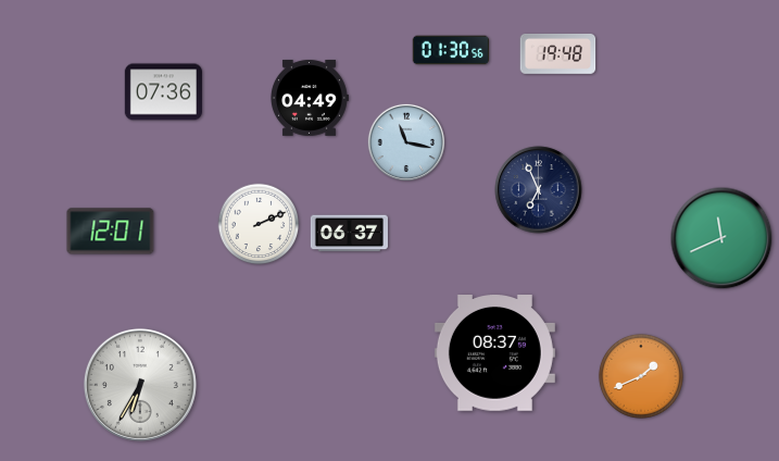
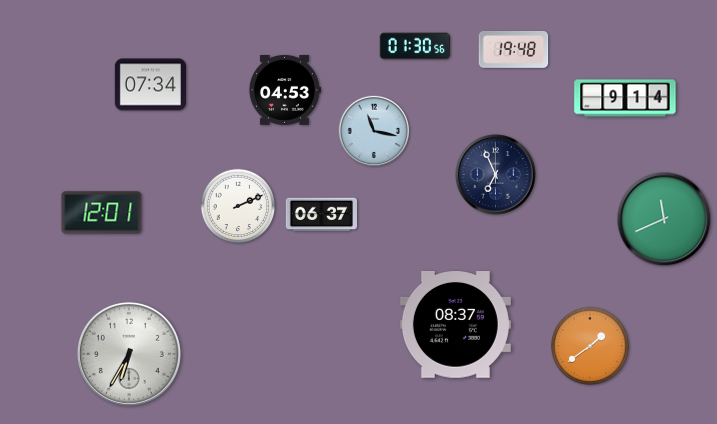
clock at (163, 92): 07:36 -> 07:34
clock at (309, 98): 04:49 -> 04:53
clock at (625, 98): none -> 9:14
clock at (641, 376): 1:41 -> 1:39
